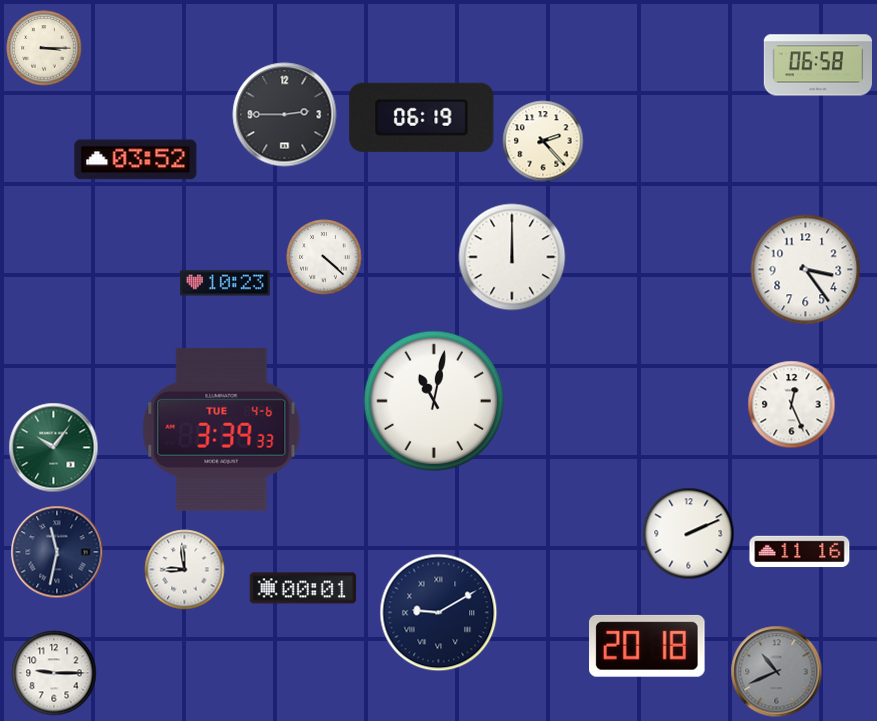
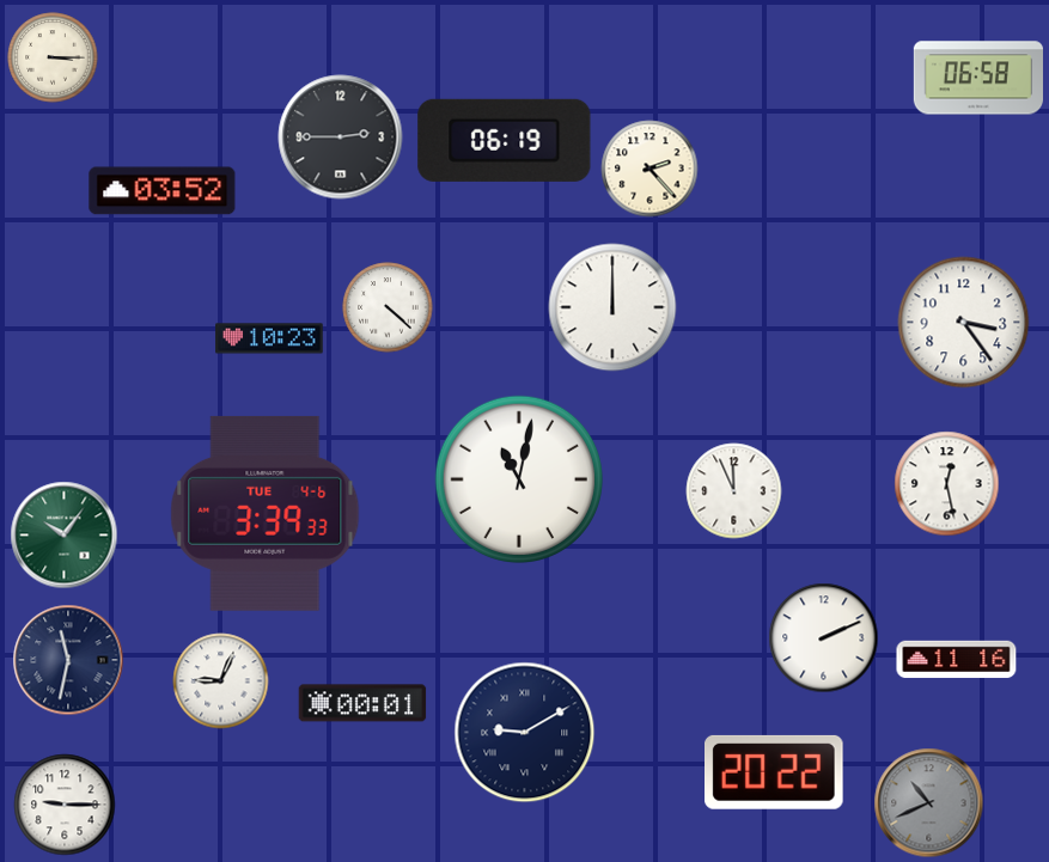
clock at (792, 405): 12:26 -> 12:28
clock at (734, 491): none -> 11:56
clock at (185, 570): 8:59 -> 9:04
clock at (648, 646): 20:18 -> 20:22
